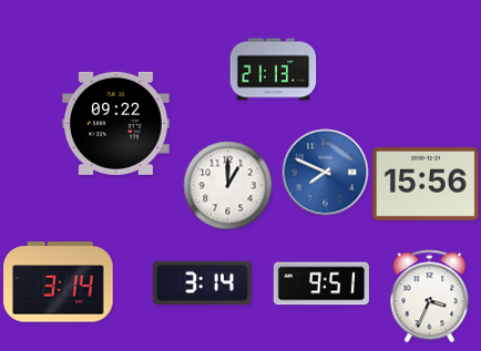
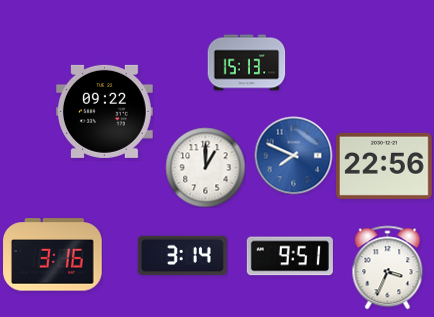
clock at (273, 70): 21:13 -> 15:13
clock at (427, 184): 15:56 -> 22:56
clock at (59, 282): 3:14 -> 3:16
